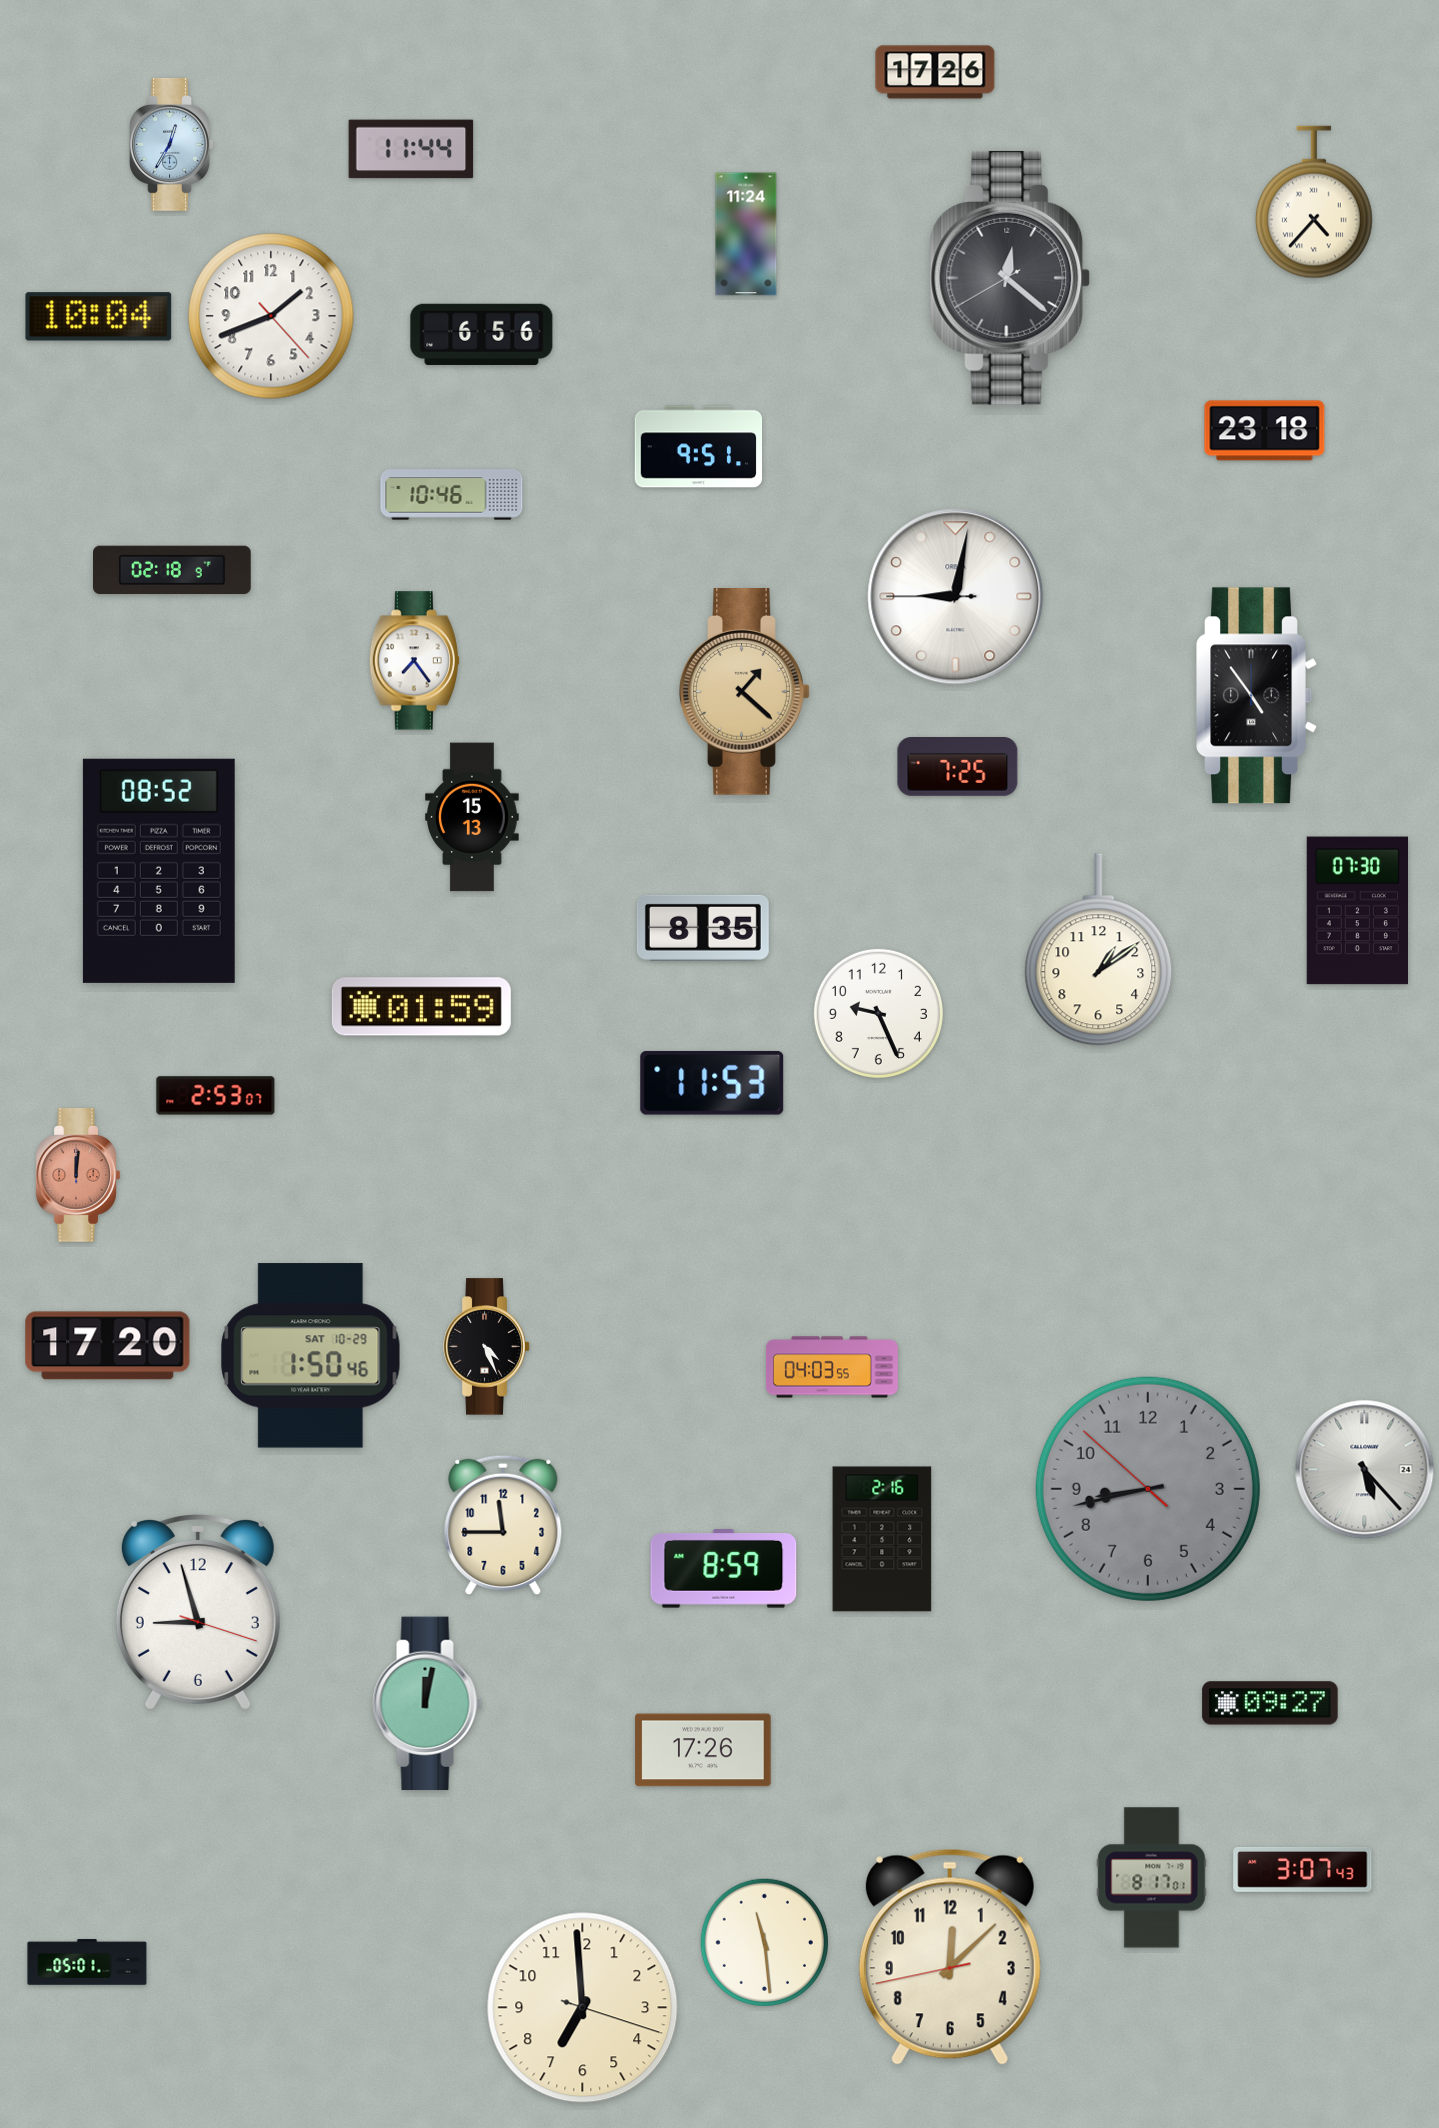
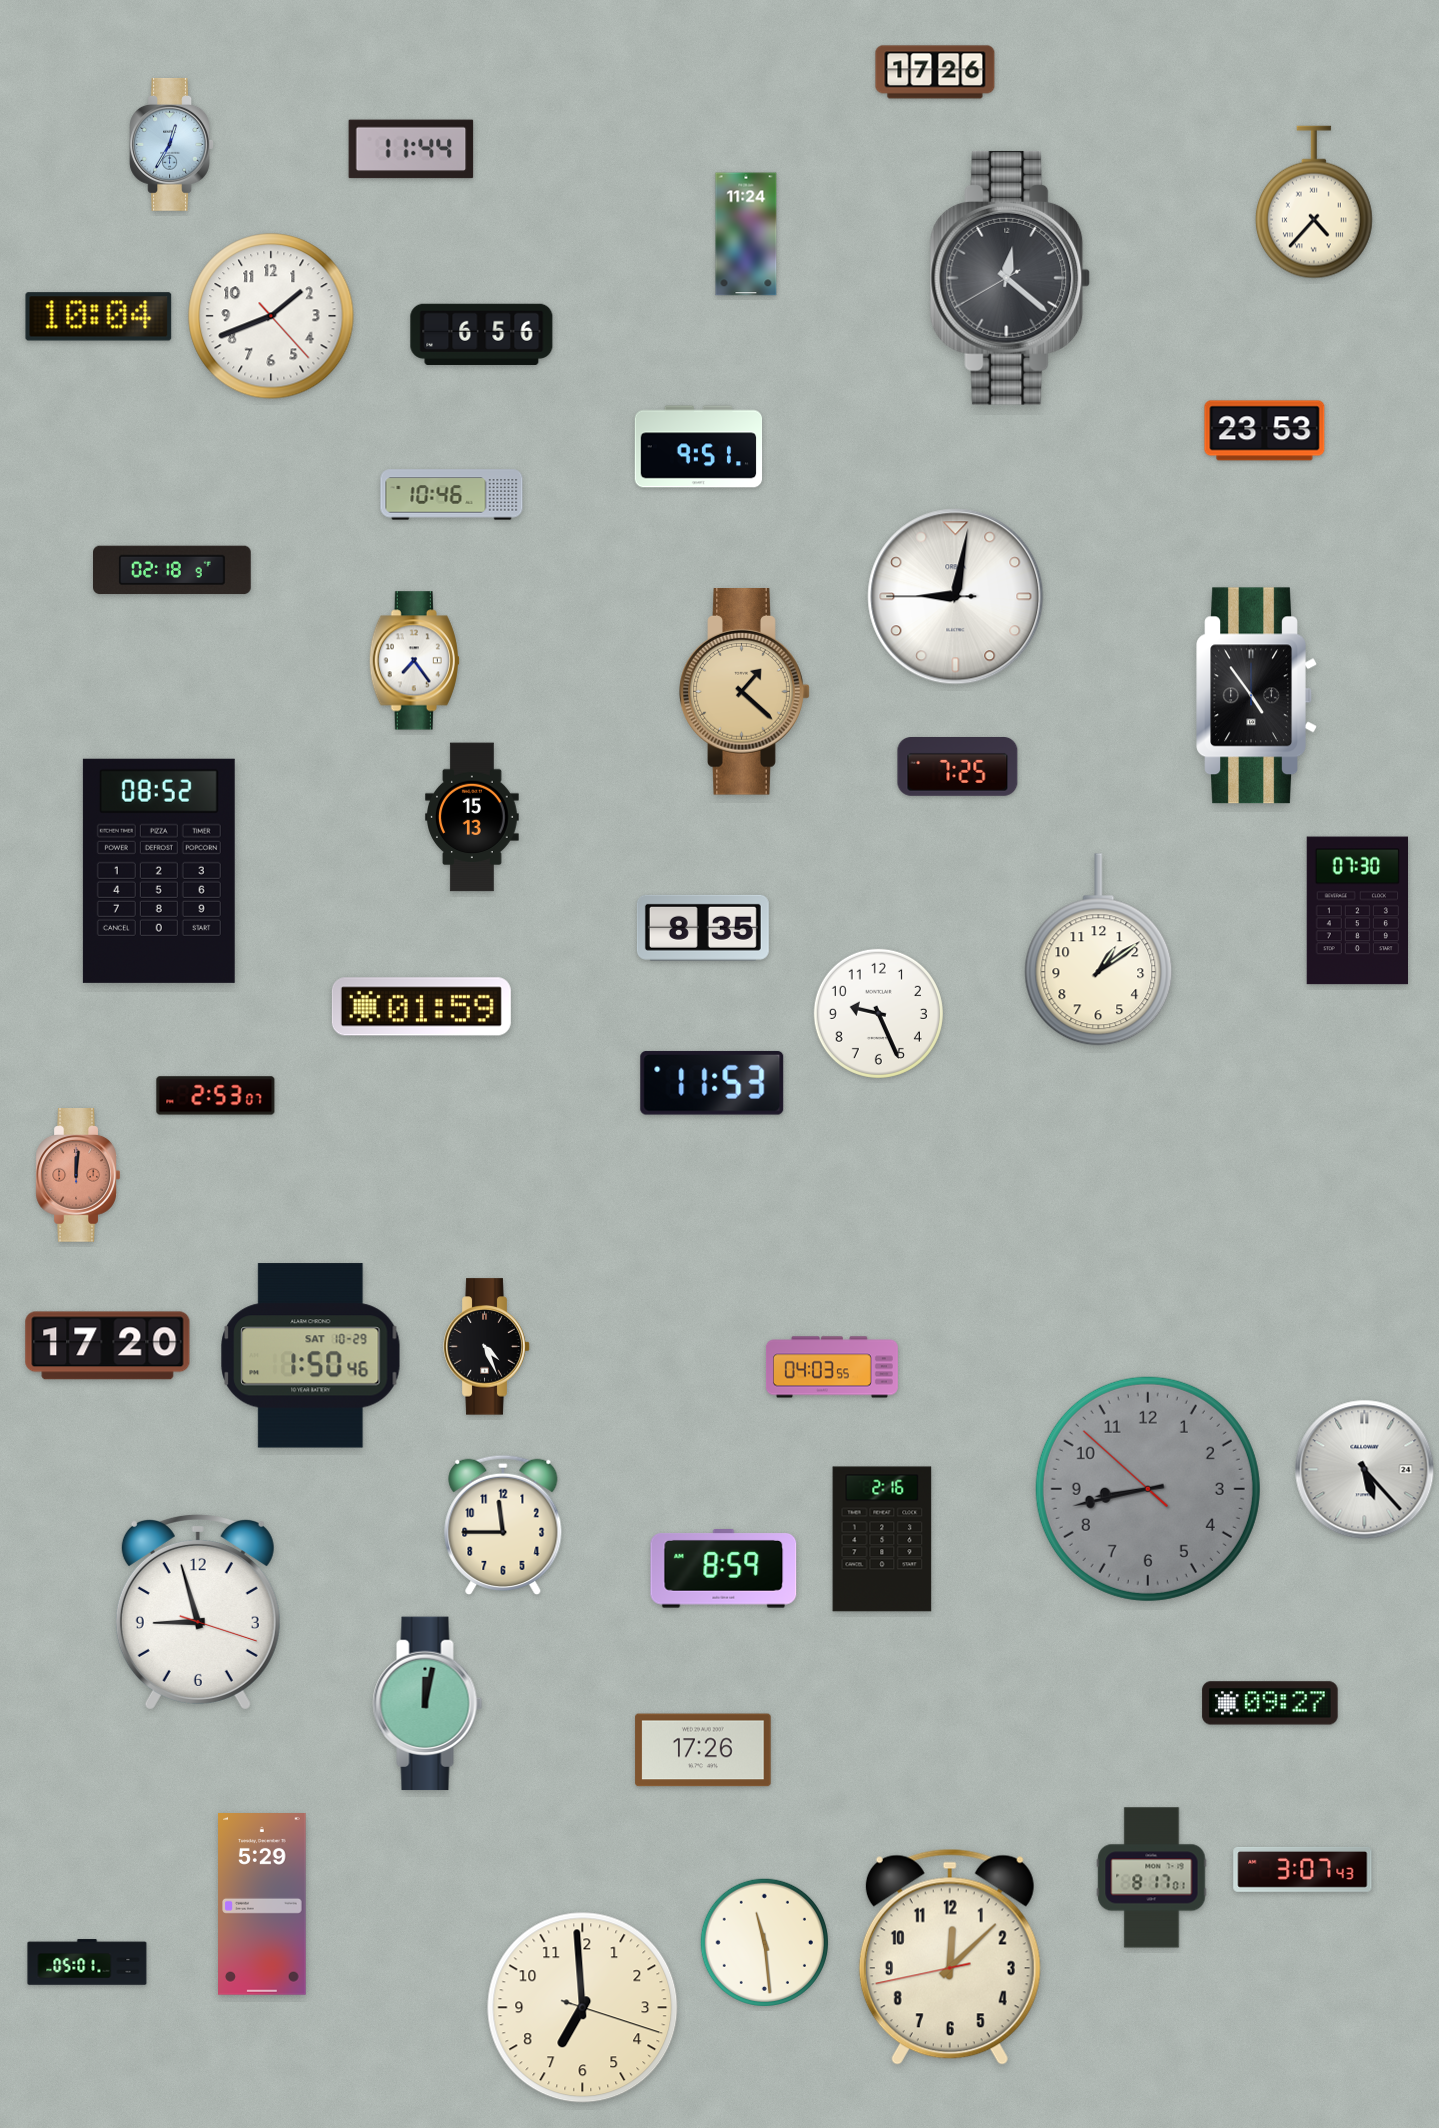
clock at (1265, 431): 23:18 -> 23:53
clock at (262, 1905): none -> 5:29
